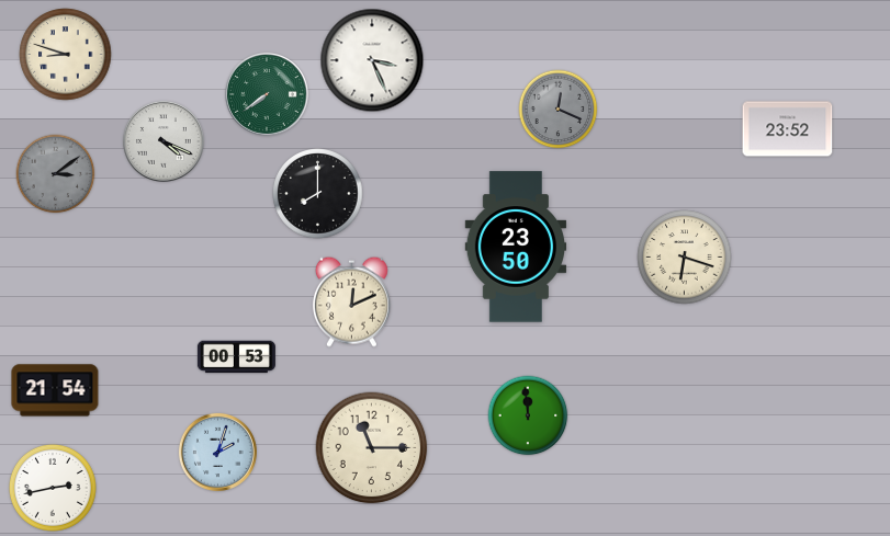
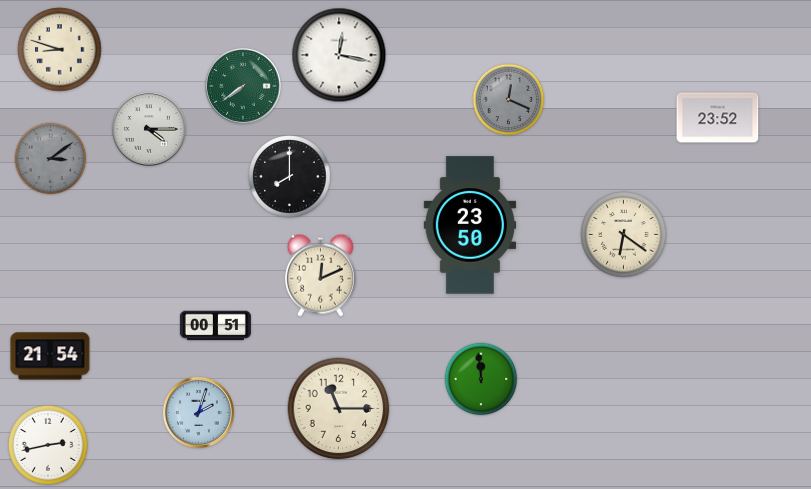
clock at (372, 60): 3:26 -> 12:17
clock at (164, 141): 4:19 -> 4:15
clock at (685, 258): 6:18 -> 6:21
clock at (236, 357): 00:53 -> 00:51
